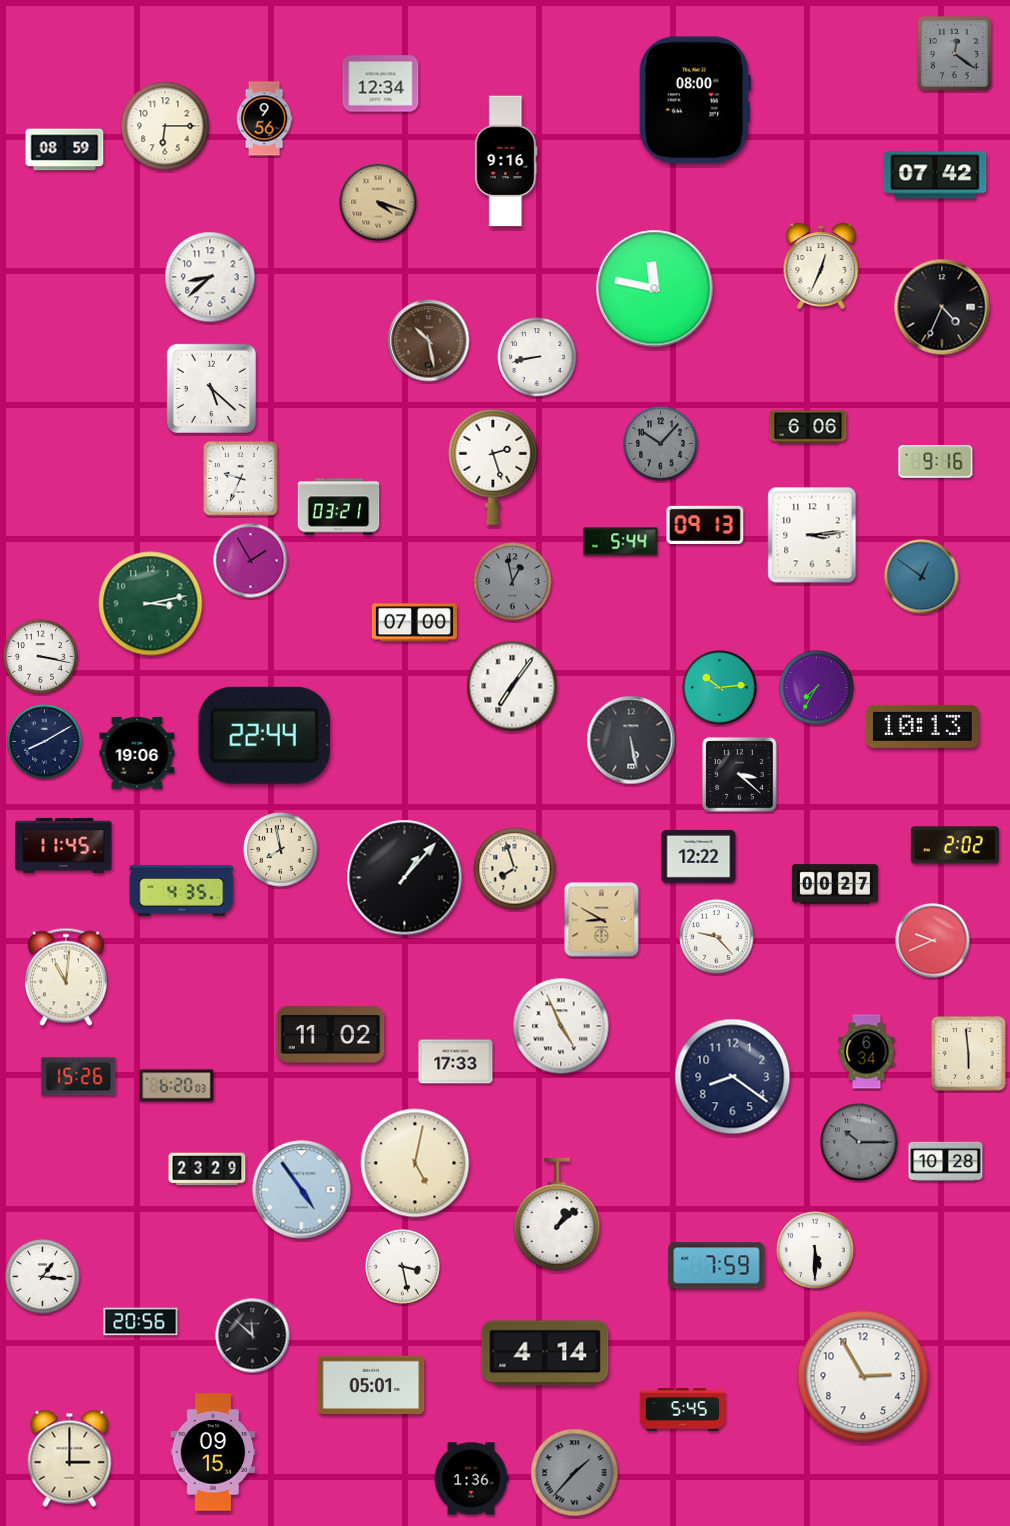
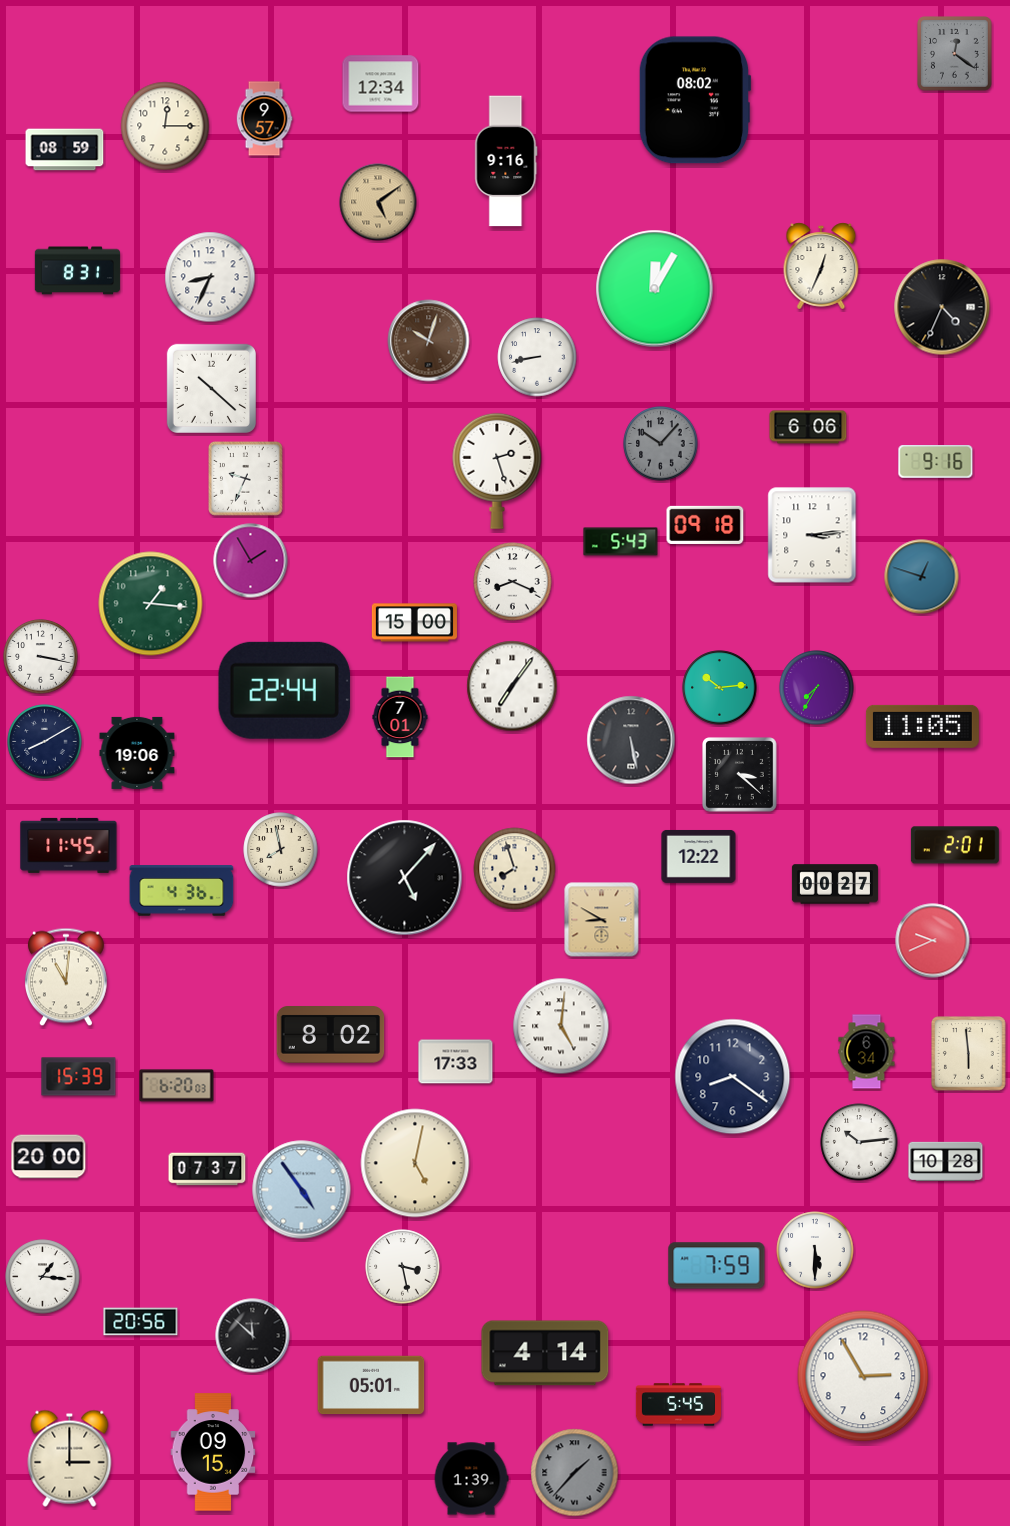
clock at (695, 100): 08:00 -> 08:02
clock at (264, 119): 9:56 -> 9:57
clock at (165, 126): 6:15 -> 12:15
clock at (935, 175): 07:42 -> none
clock at (378, 202): 4:18 -> 5:09
clock at (77, 271): none -> 8:31
clock at (210, 277): 8:38 -> 8:34
clock at (655, 289): 11:47 -> 12:05
clock at (429, 341): 10:28 -> 10:03
clock at (211, 388): 5:22 -> 10:22
clock at (493, 467) position: (493, 467) -> (497, 471)
clock at (241, 479) position: (241, 479) -> (246, 479)
clock at (339, 507): 03:21 -> none
clock at (705, 525): 09:13 -> 09:18
clock at (621, 542): 5:44 -> 5:43
clock at (922, 577): 12:51 -> 12:48
clock at (513, 582): 12:58 -> 8:19
clock at (513, 582) dial: grey -> white
clock at (151, 604): 3:13 -> 1:16
clock at (414, 623): 07:00 -> 15:00
clock at (400, 717): none -> 7:01
clock at (922, 726): 10:13 -> 11:05
clock at (264, 735) position: (264, 735) -> (284, 690)
clock at (64, 845) position: (64, 845) -> (69, 845)
clock at (955, 845): 2:02 -> 2:01
clock at (405, 878): 1:07 -> 5:07
clock at (182, 891): 4:35 -> 4:36
clock at (717, 937): 9:23 -> none
clock at (561, 1026): 4:56 -> 5:01
clock at (331, 1035): 11:02 -> 8:02
clock at (79, 1077): 15:26 -> 15:39
clock at (859, 1142): 10:15 -> 10:14
clock at (859, 1142) dial: grey -> white
clock at (49, 1157): none -> 20:00
clock at (207, 1169): 23:29 -> 07:37
clock at (557, 1214): 1:08 -> none
clock at (682, 1410) position: (682, 1410) -> (678, 1405)
clock at (471, 1479): 1:36 -> 1:39
